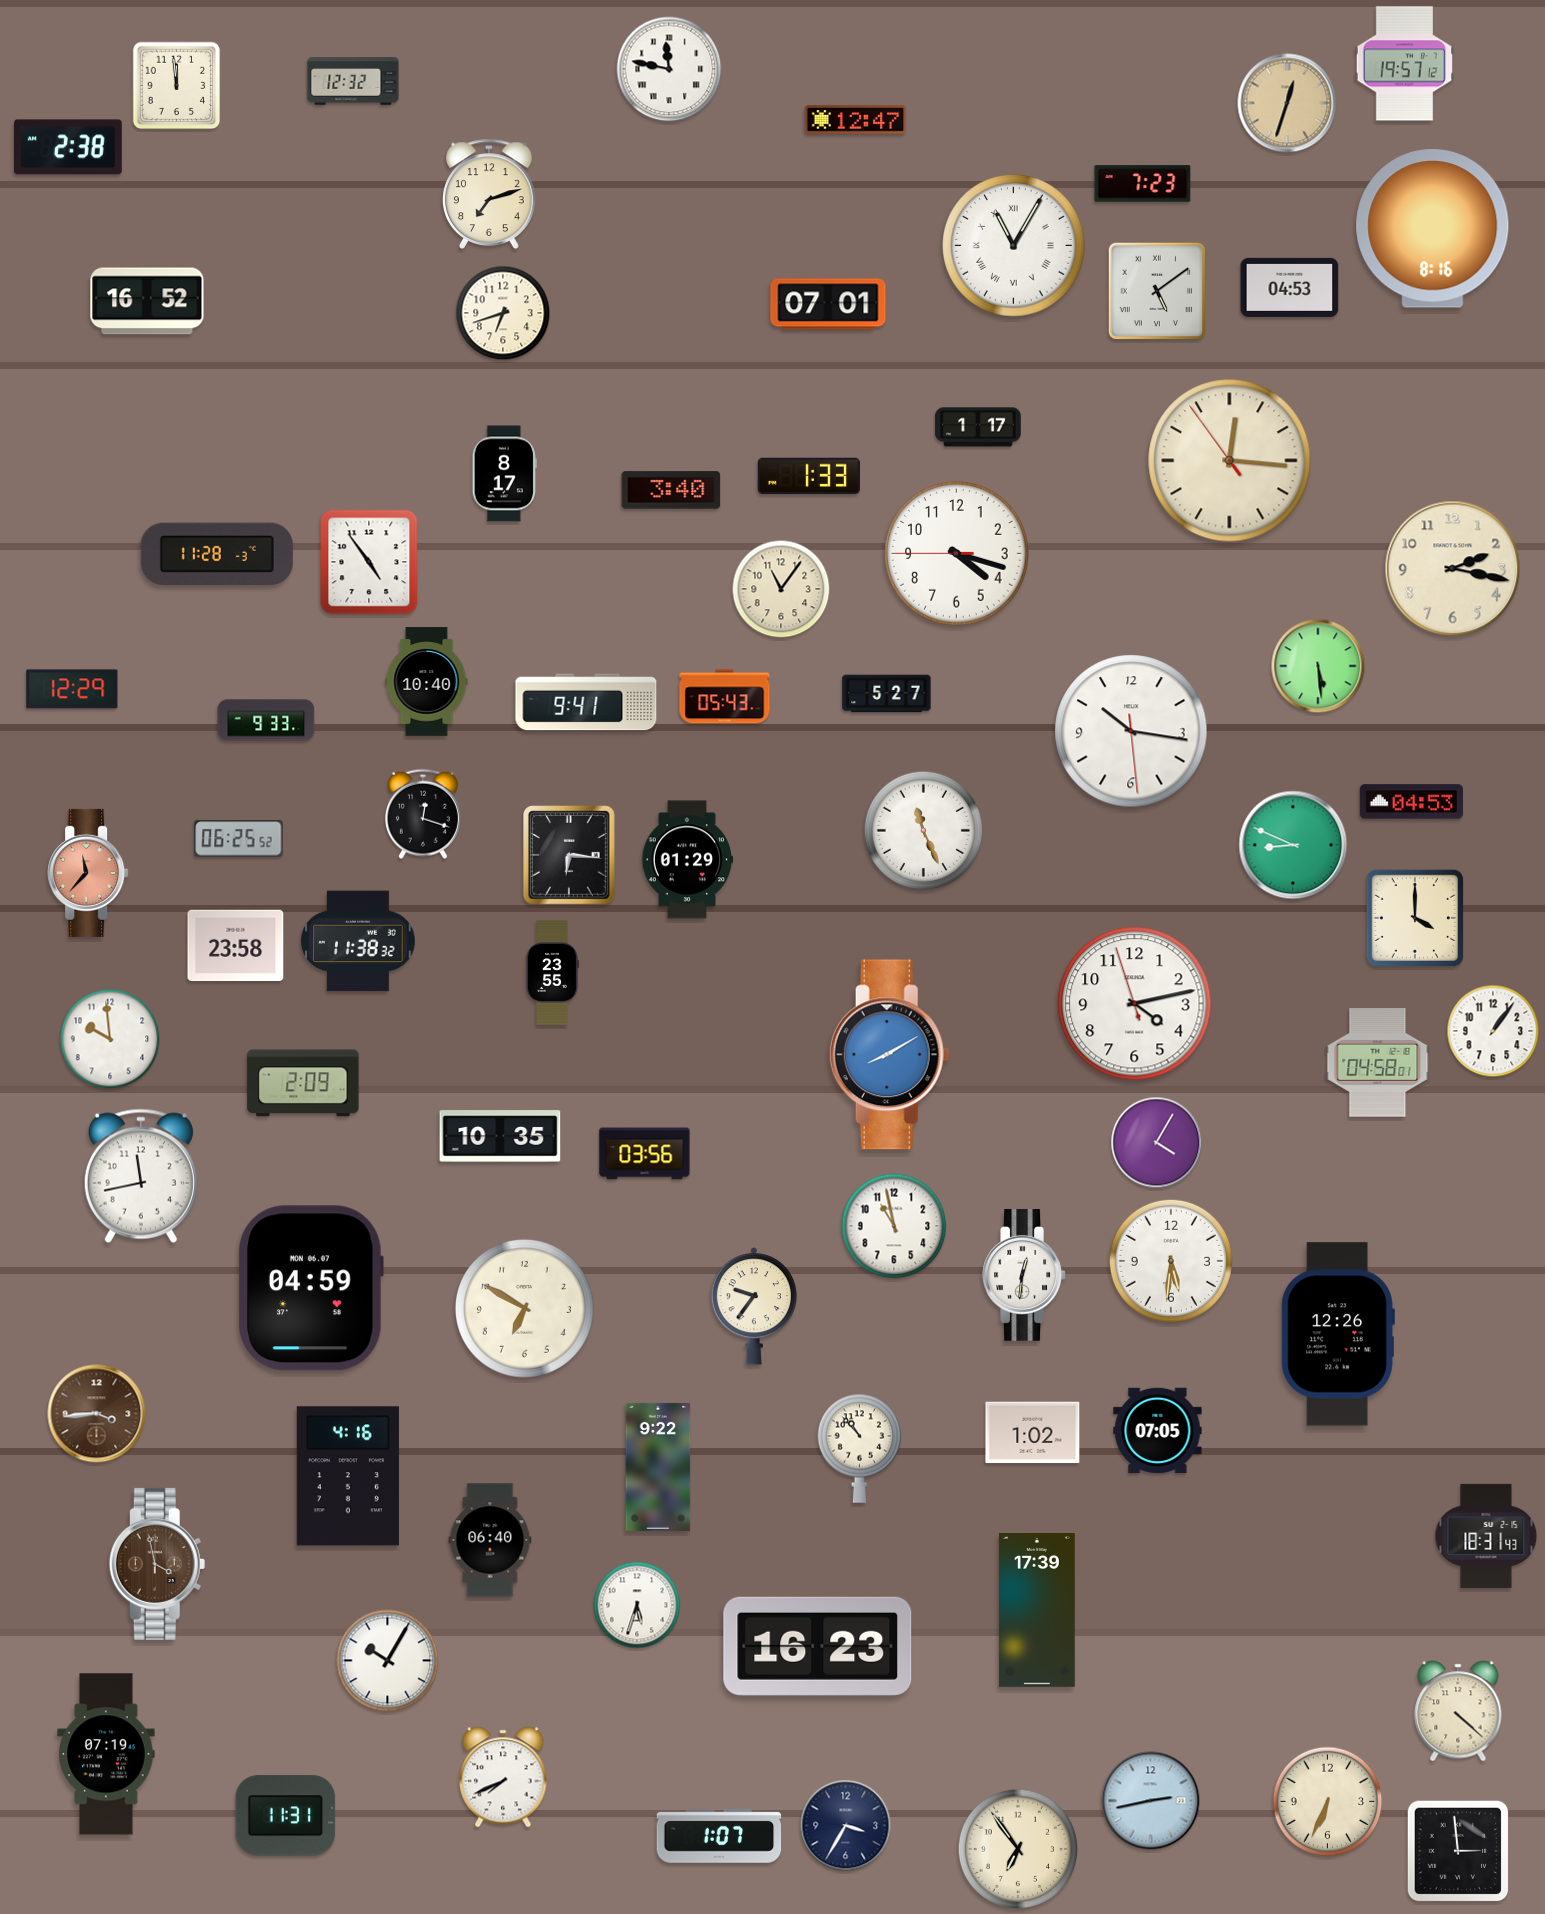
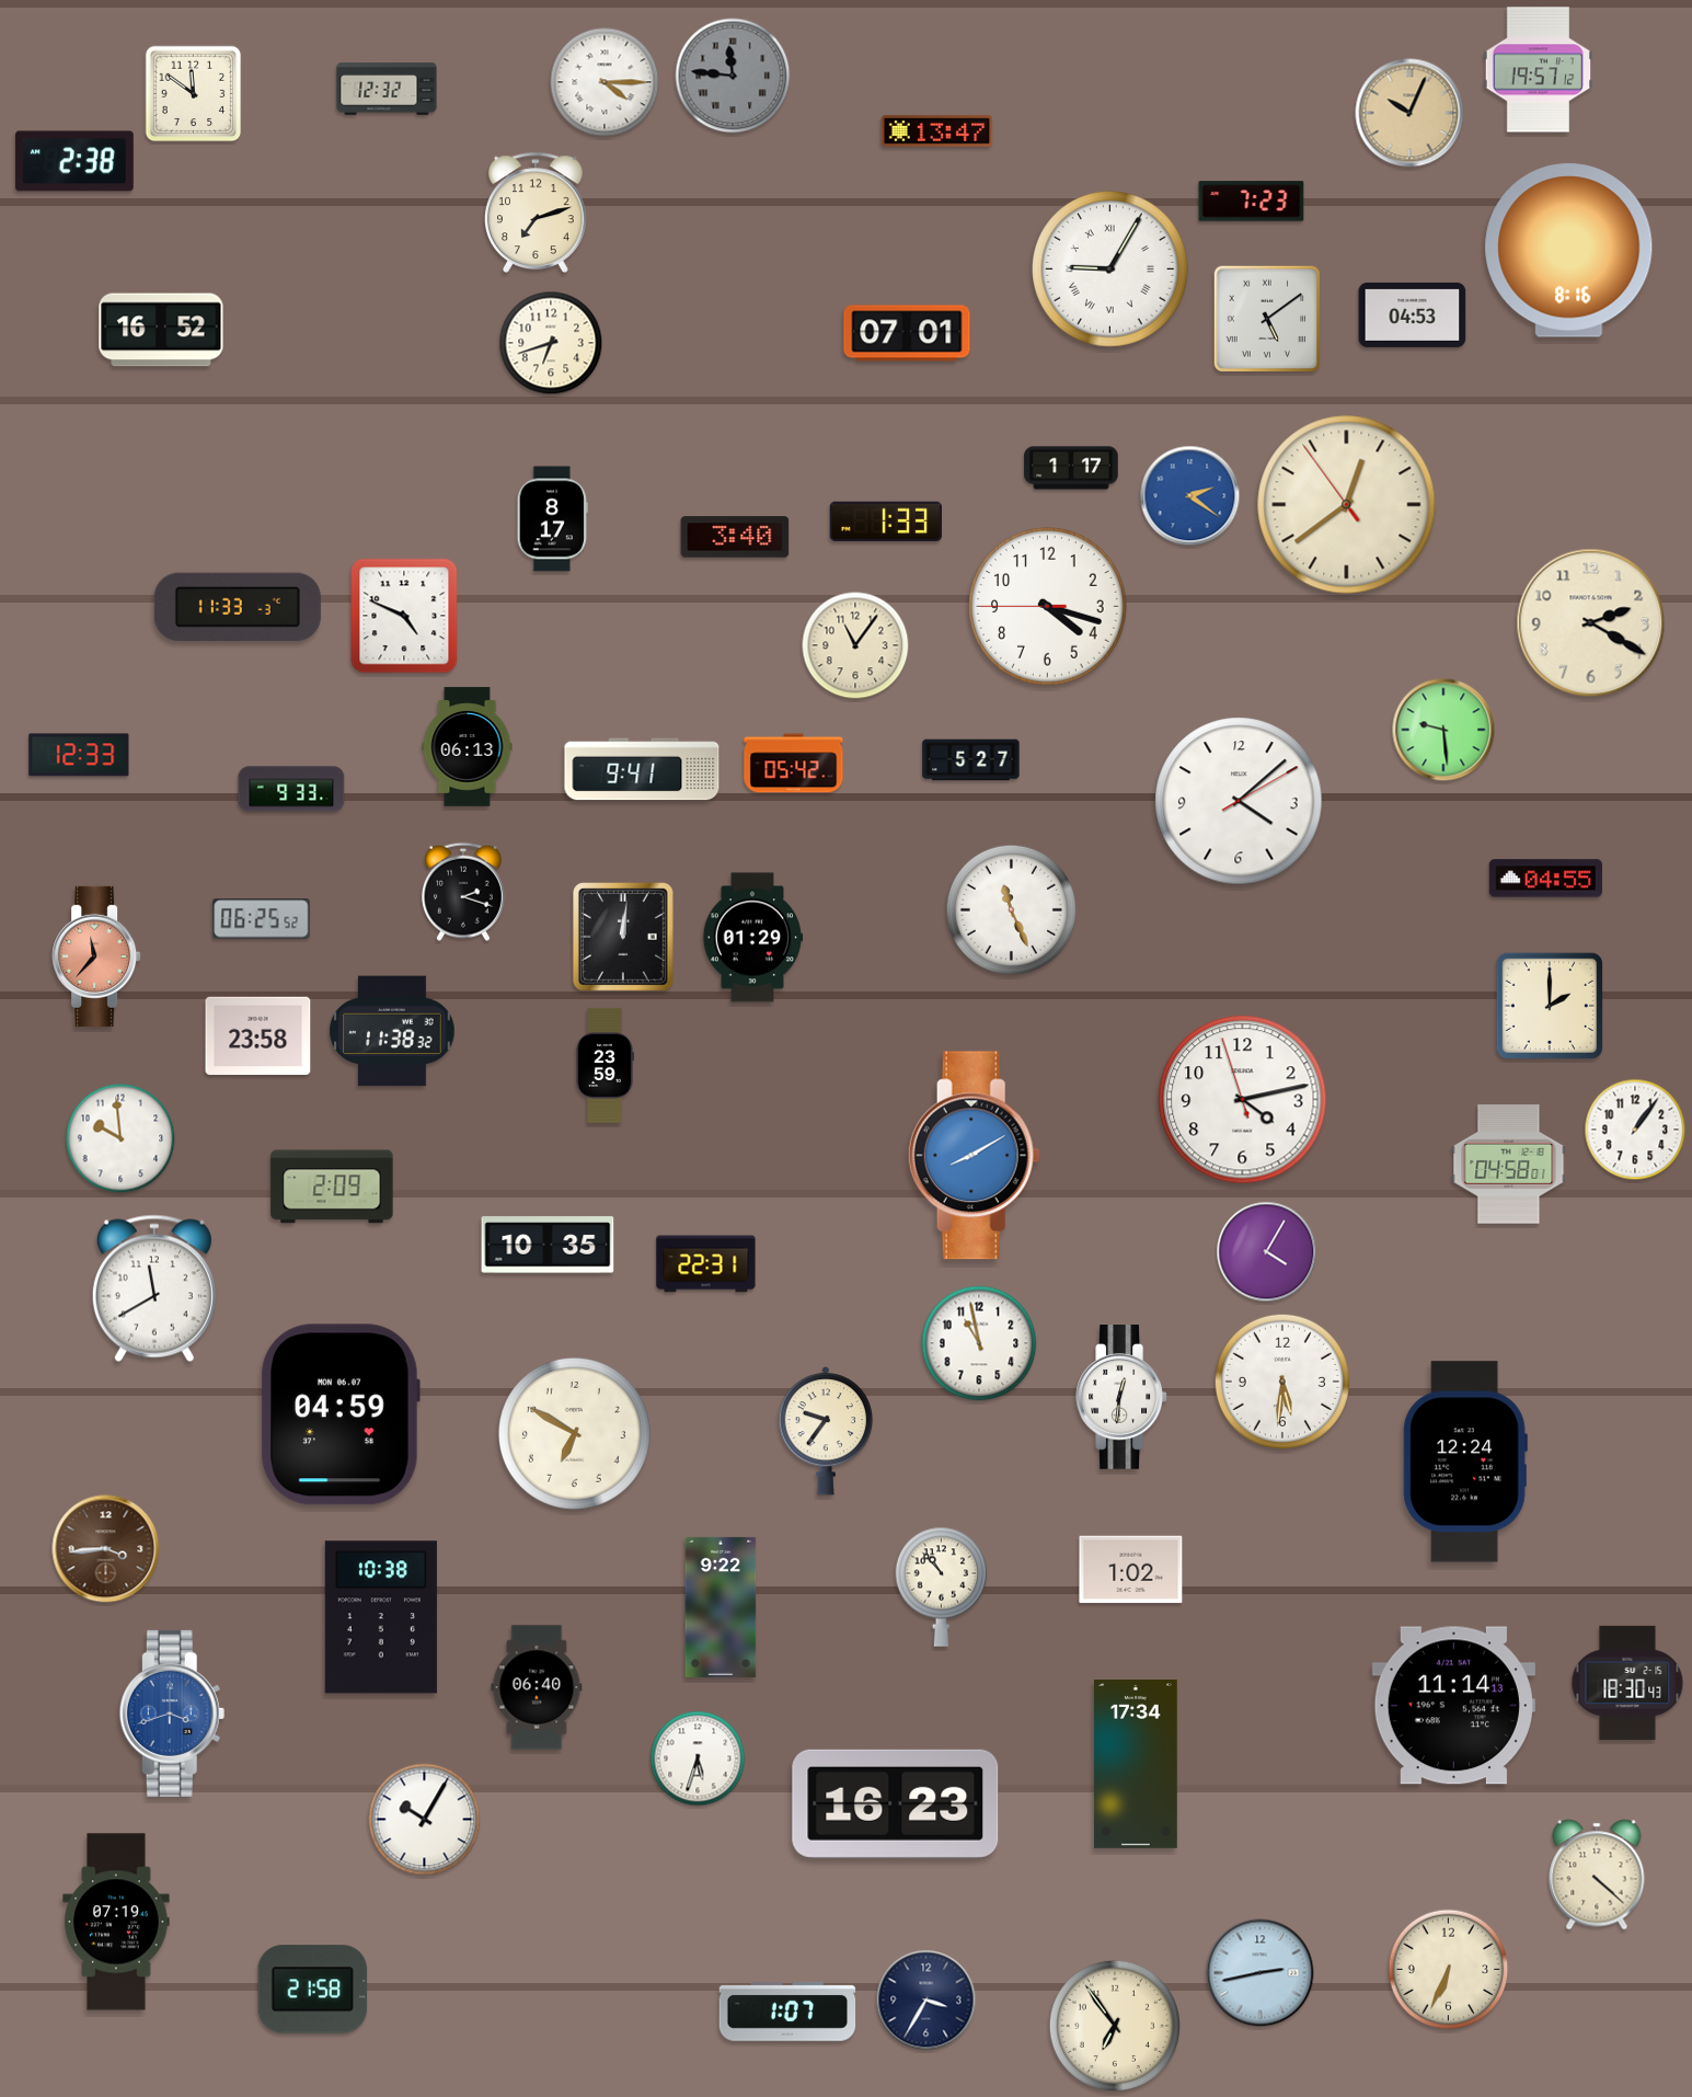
clock at (669, 69): 11:47 -> 11:46
clock at (669, 69) dial: white -> grey
clock at (605, 82): none -> 4:15
clock at (177, 86): 11:59 -> 11:51
clock at (1287, 103): 12:33 -> 10:04
clock at (856, 120): 12:47 -> 13:47
clock at (1014, 246): 11:05 -> 9:05
clock at (1190, 496): none -> 2:21
clock at (1230, 461): 12:15 -> 12:38
clock at (217, 553): 11:28 -> 11:33
clock at (369, 562): 4:54 -> 4:49
clock at (1453, 569): 2:17 -> 2:20
clock at (1318, 666): 5:29 -> 9:29
clock at (427, 682): 10:40 -> 06:13
clock at (72, 689): 12:29 -> 12:33
clock at (725, 697): 05:43 -> 05:42
clock at (1131, 731): 10:16 -> 4:08
clock at (1411, 802): 04:53 -> 04:55
clock at (423, 814): 12:18 -> 2:18
clock at (1293, 845): 8:49 -> none
clock at (570, 856): 6:16 -> 12:01
clock at (687, 860) position: (687, 860) -> (752, 938)
clock at (1414, 917): 4:00 -> 2:00
clock at (553, 972): 23:55 -> 23:59
clock at (645, 1154): 03:56 -> 22:31
clock at (141, 1176): 11:43 -> 11:40
clock at (311, 1288) position: (311, 1288) -> (341, 1414)
clock at (1338, 1334): 12:26 -> 12:24
clock at (1158, 1431): 07:05 -> none
clock at (348, 1476): 4:16 -> 10:38
clock at (1486, 1536): 18:31 -> 18:30
clock at (1453, 1706): none -> 11:14
clock at (157, 1564): 3:58 -> 3:42
clock at (157, 1564) dial: brown -> blue
clock at (1037, 1610): 17:39 -> 17:34
clock at (503, 1777): 7:41 -> none
clock at (1328, 1802) position: (1328, 1802) -> (1449, 1970)
clock at (286, 1816): 11:31 -> 21:58
clock at (1458, 1851): 2:59 -> none
